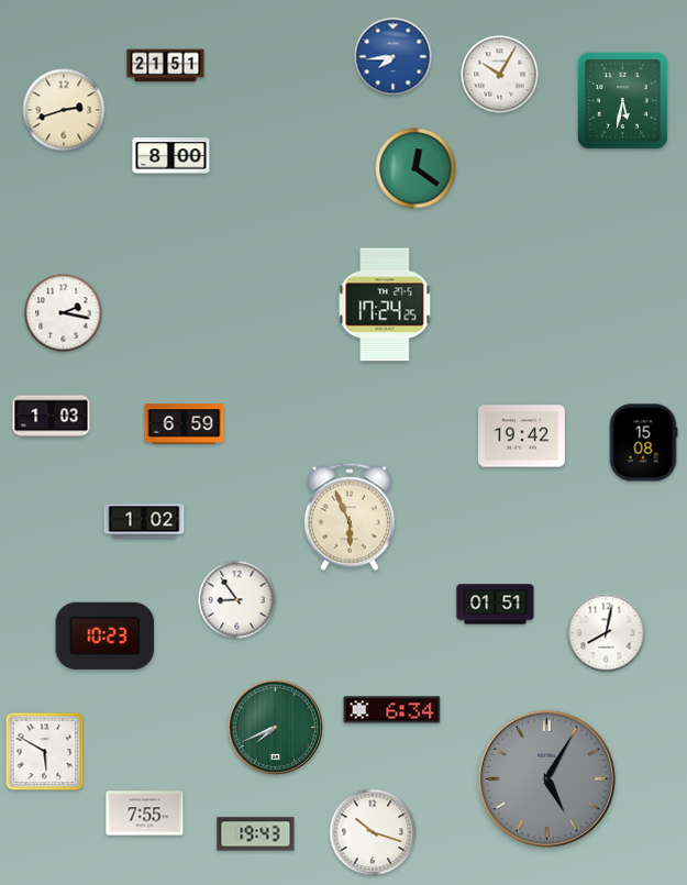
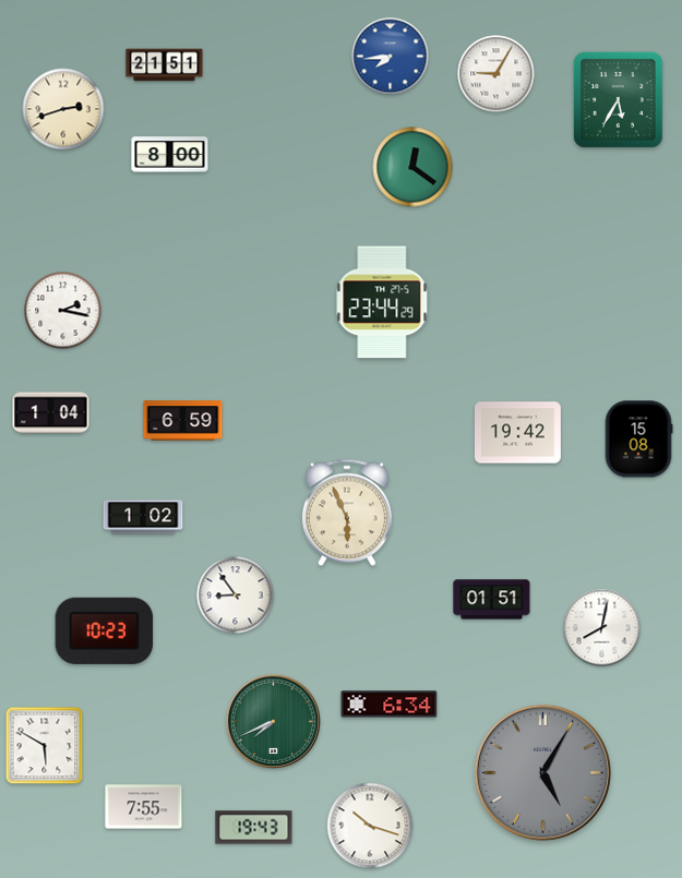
clock at (500, 75): 10:05 -> 9:05
clock at (622, 100): 5:32 -> 5:35
clock at (385, 305): 17:24 -> 23:44
clock at (52, 417): 1:03 -> 1:04
